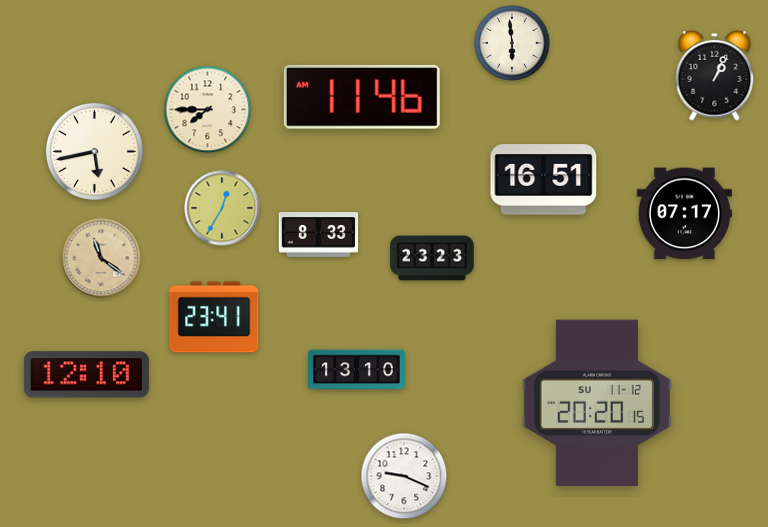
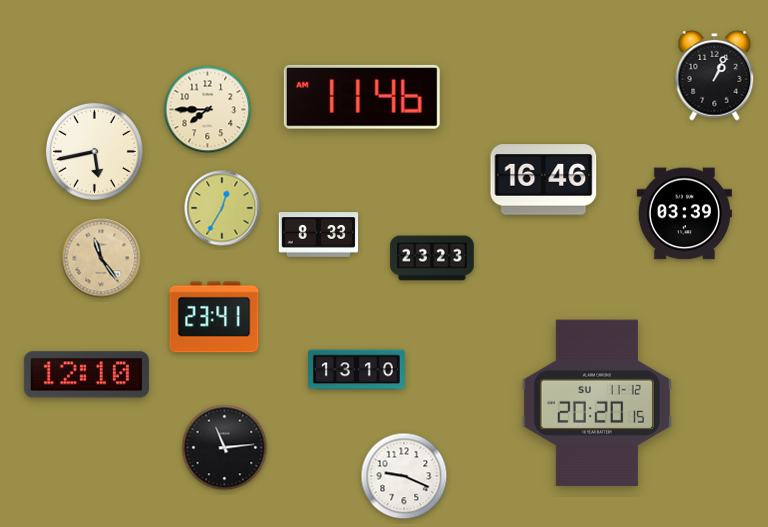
clock at (512, 43): 5:59 -> none
clock at (544, 180): 16:51 -> 16:46
clock at (684, 214): 07:17 -> 03:39
clock at (101, 258): 11:21 -> 11:24
clock at (225, 448): none -> 11:14
